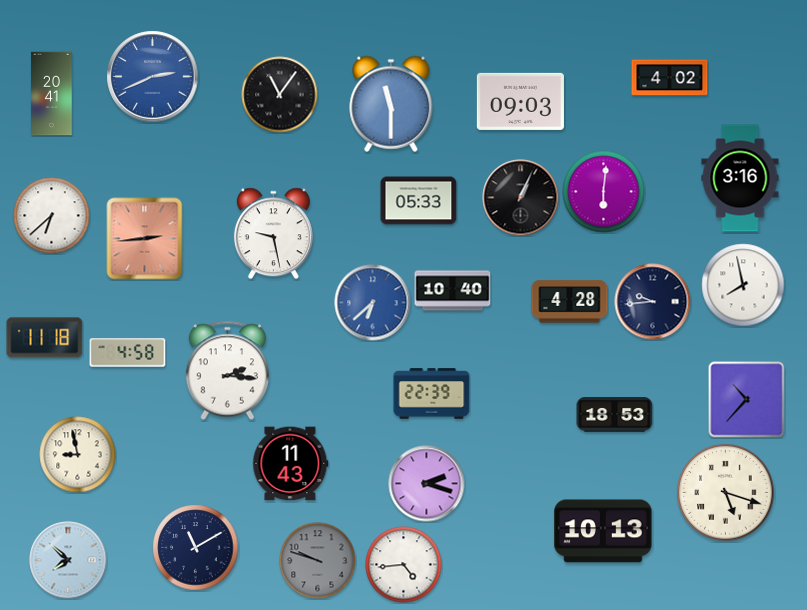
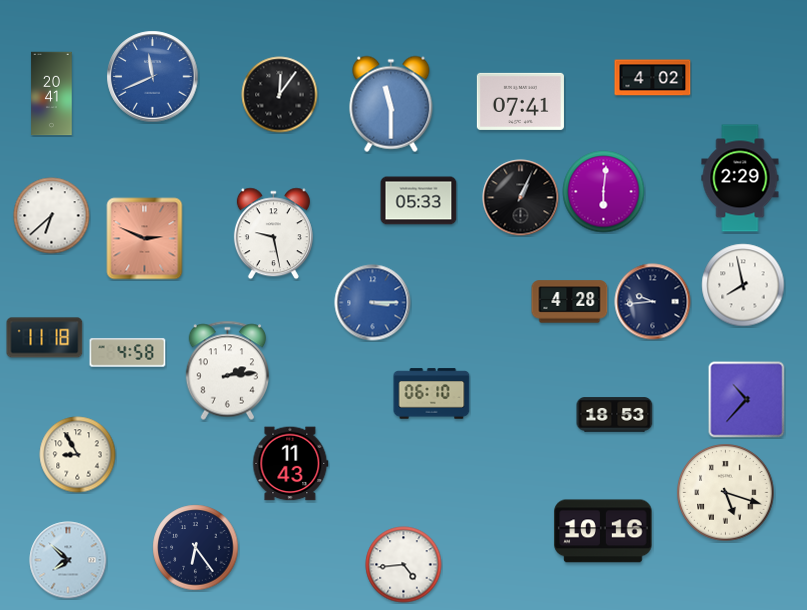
clock at (153, 77): 2:41 -> 11:41
clock at (670, 78) position: (670, 78) -> (653, 78)
clock at (280, 95): 11:06 -> 12:06
clock at (520, 101): 09:03 -> 07:41
clock at (740, 178): 3:16 -> 2:29
clock at (145, 239): 2:44 -> 2:49
clock at (453, 291): 10:40 -> none
clock at (373, 303): 6:38 -> 3:15
clock at (228, 371): 2:16 -> 2:14
clock at (432, 394): 22:39 -> 06:10
clock at (78, 455): 8:58 -> 8:55
clock at (427, 484): 2:18 -> none
clock at (603, 531): 10:13 -> 10:16
clock at (196, 548): 11:10 -> 6:24
clock at (318, 561): 9:48 -> none
